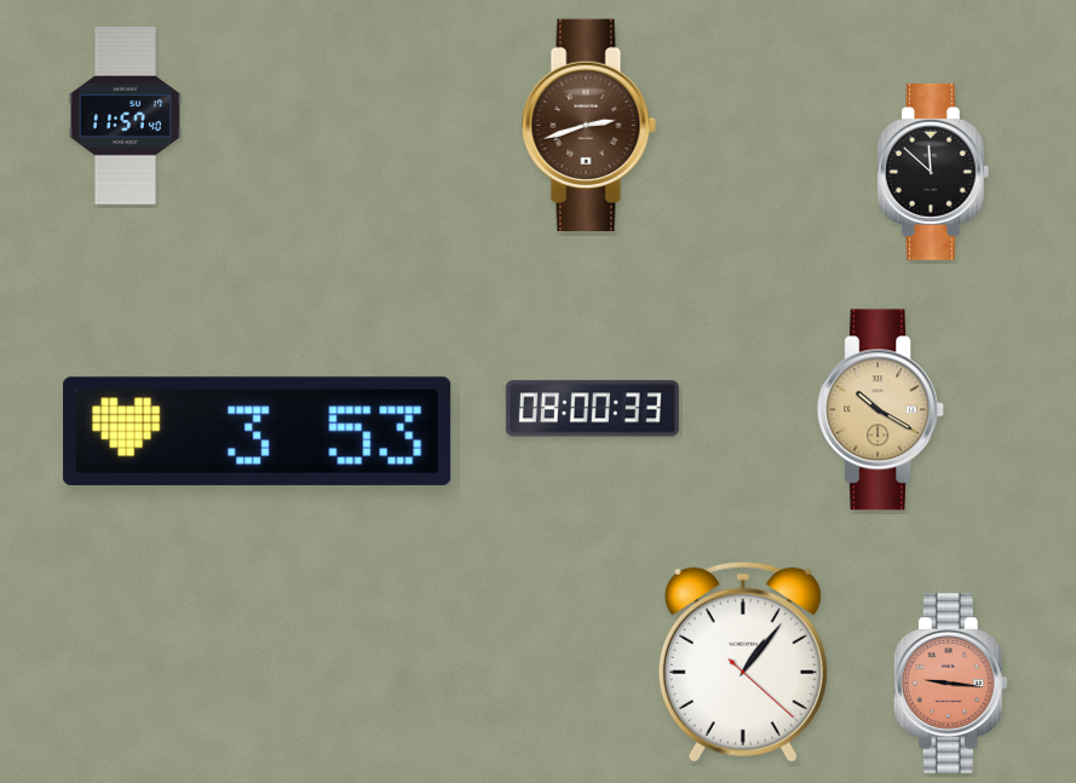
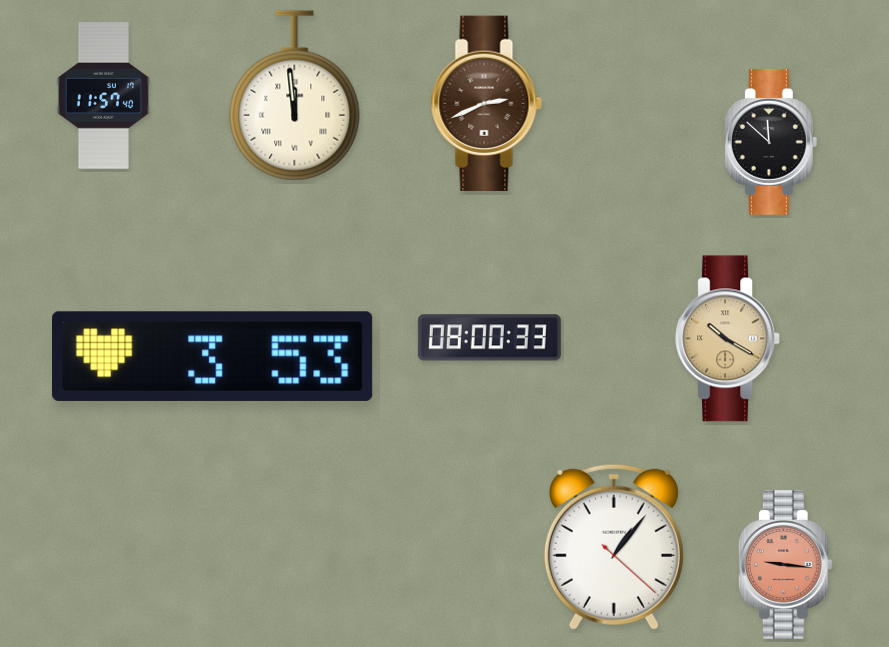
clock at (295, 96): none -> 11:59
clock at (588, 125): 2:42 -> 2:41
